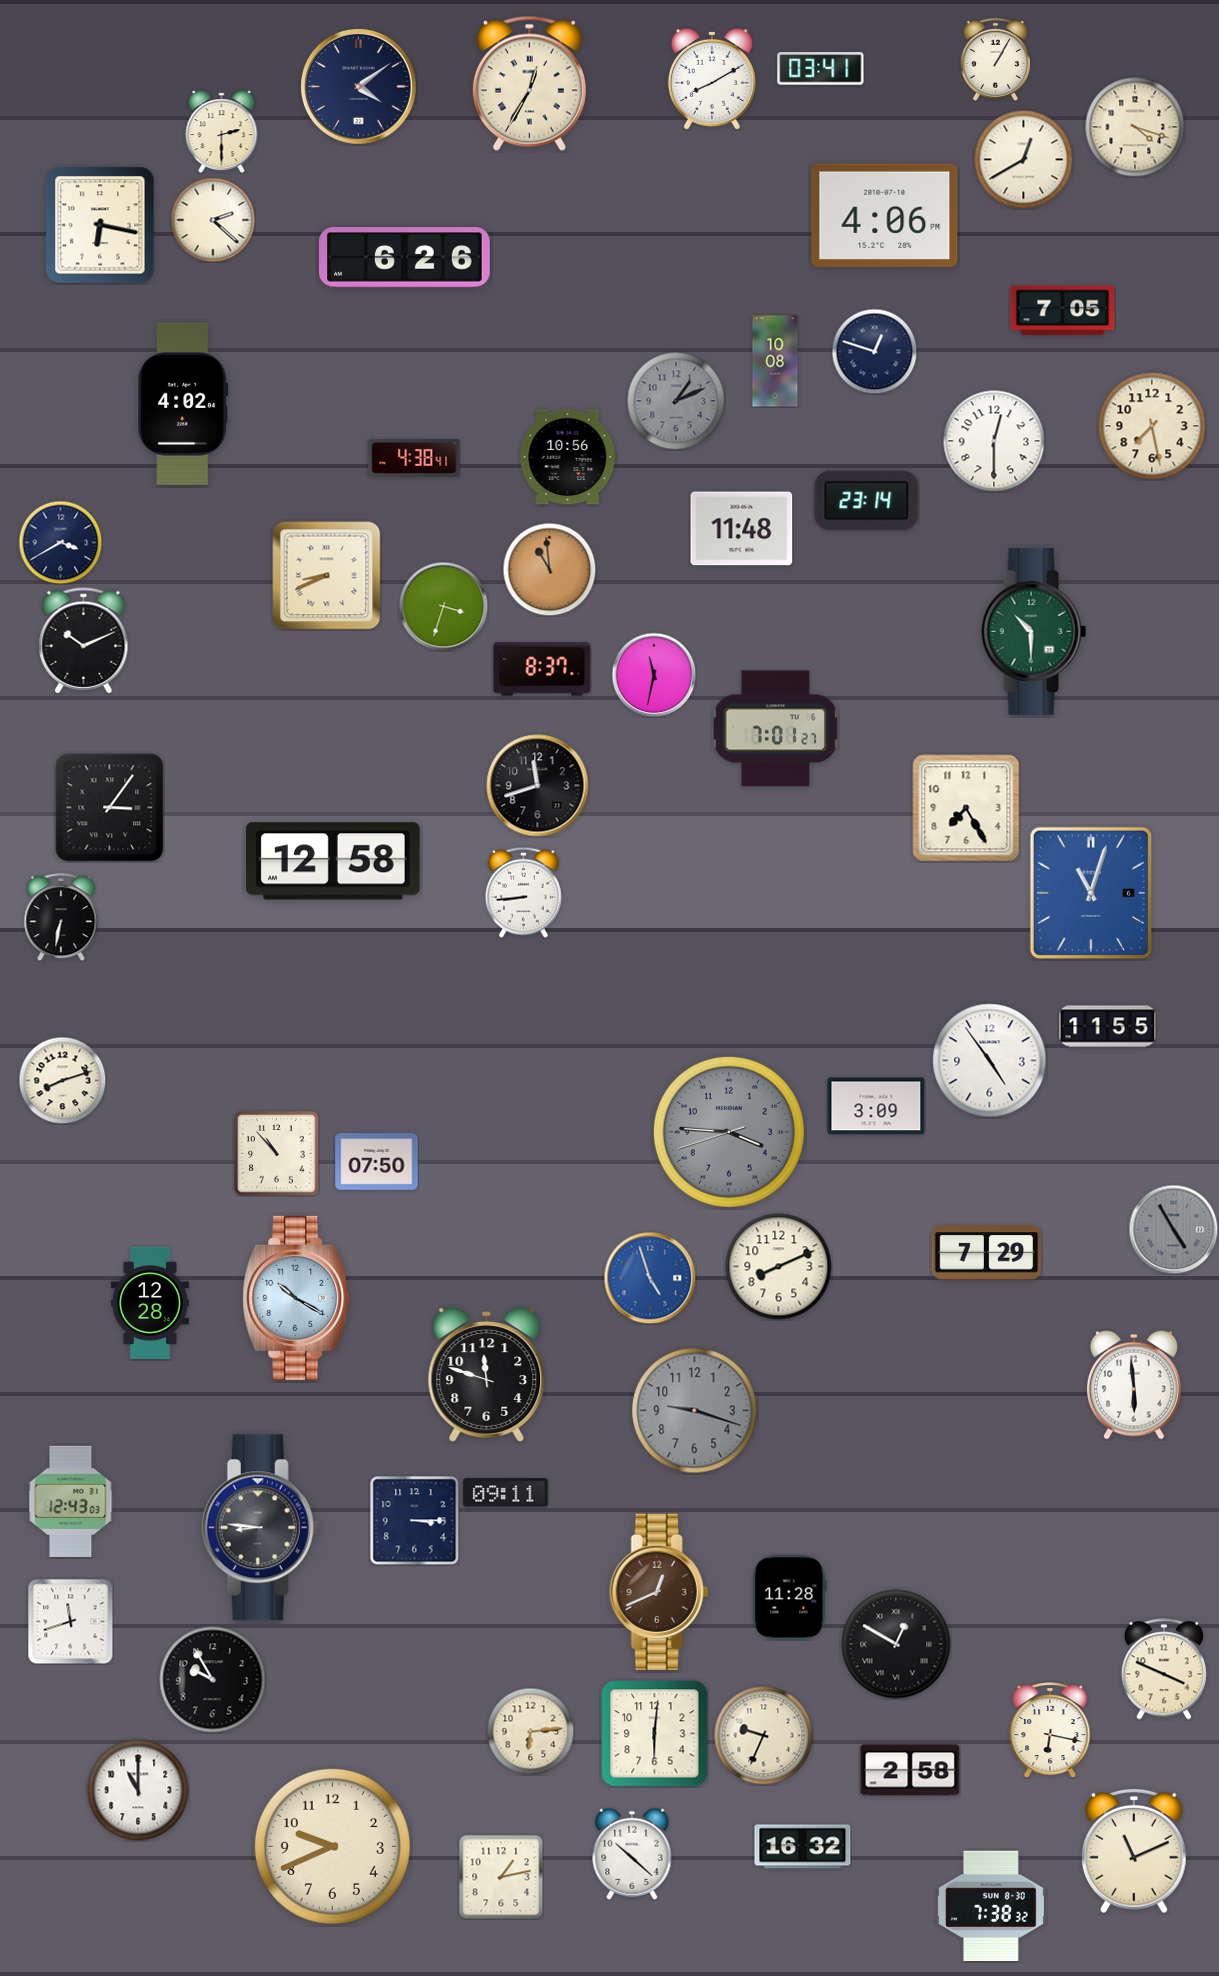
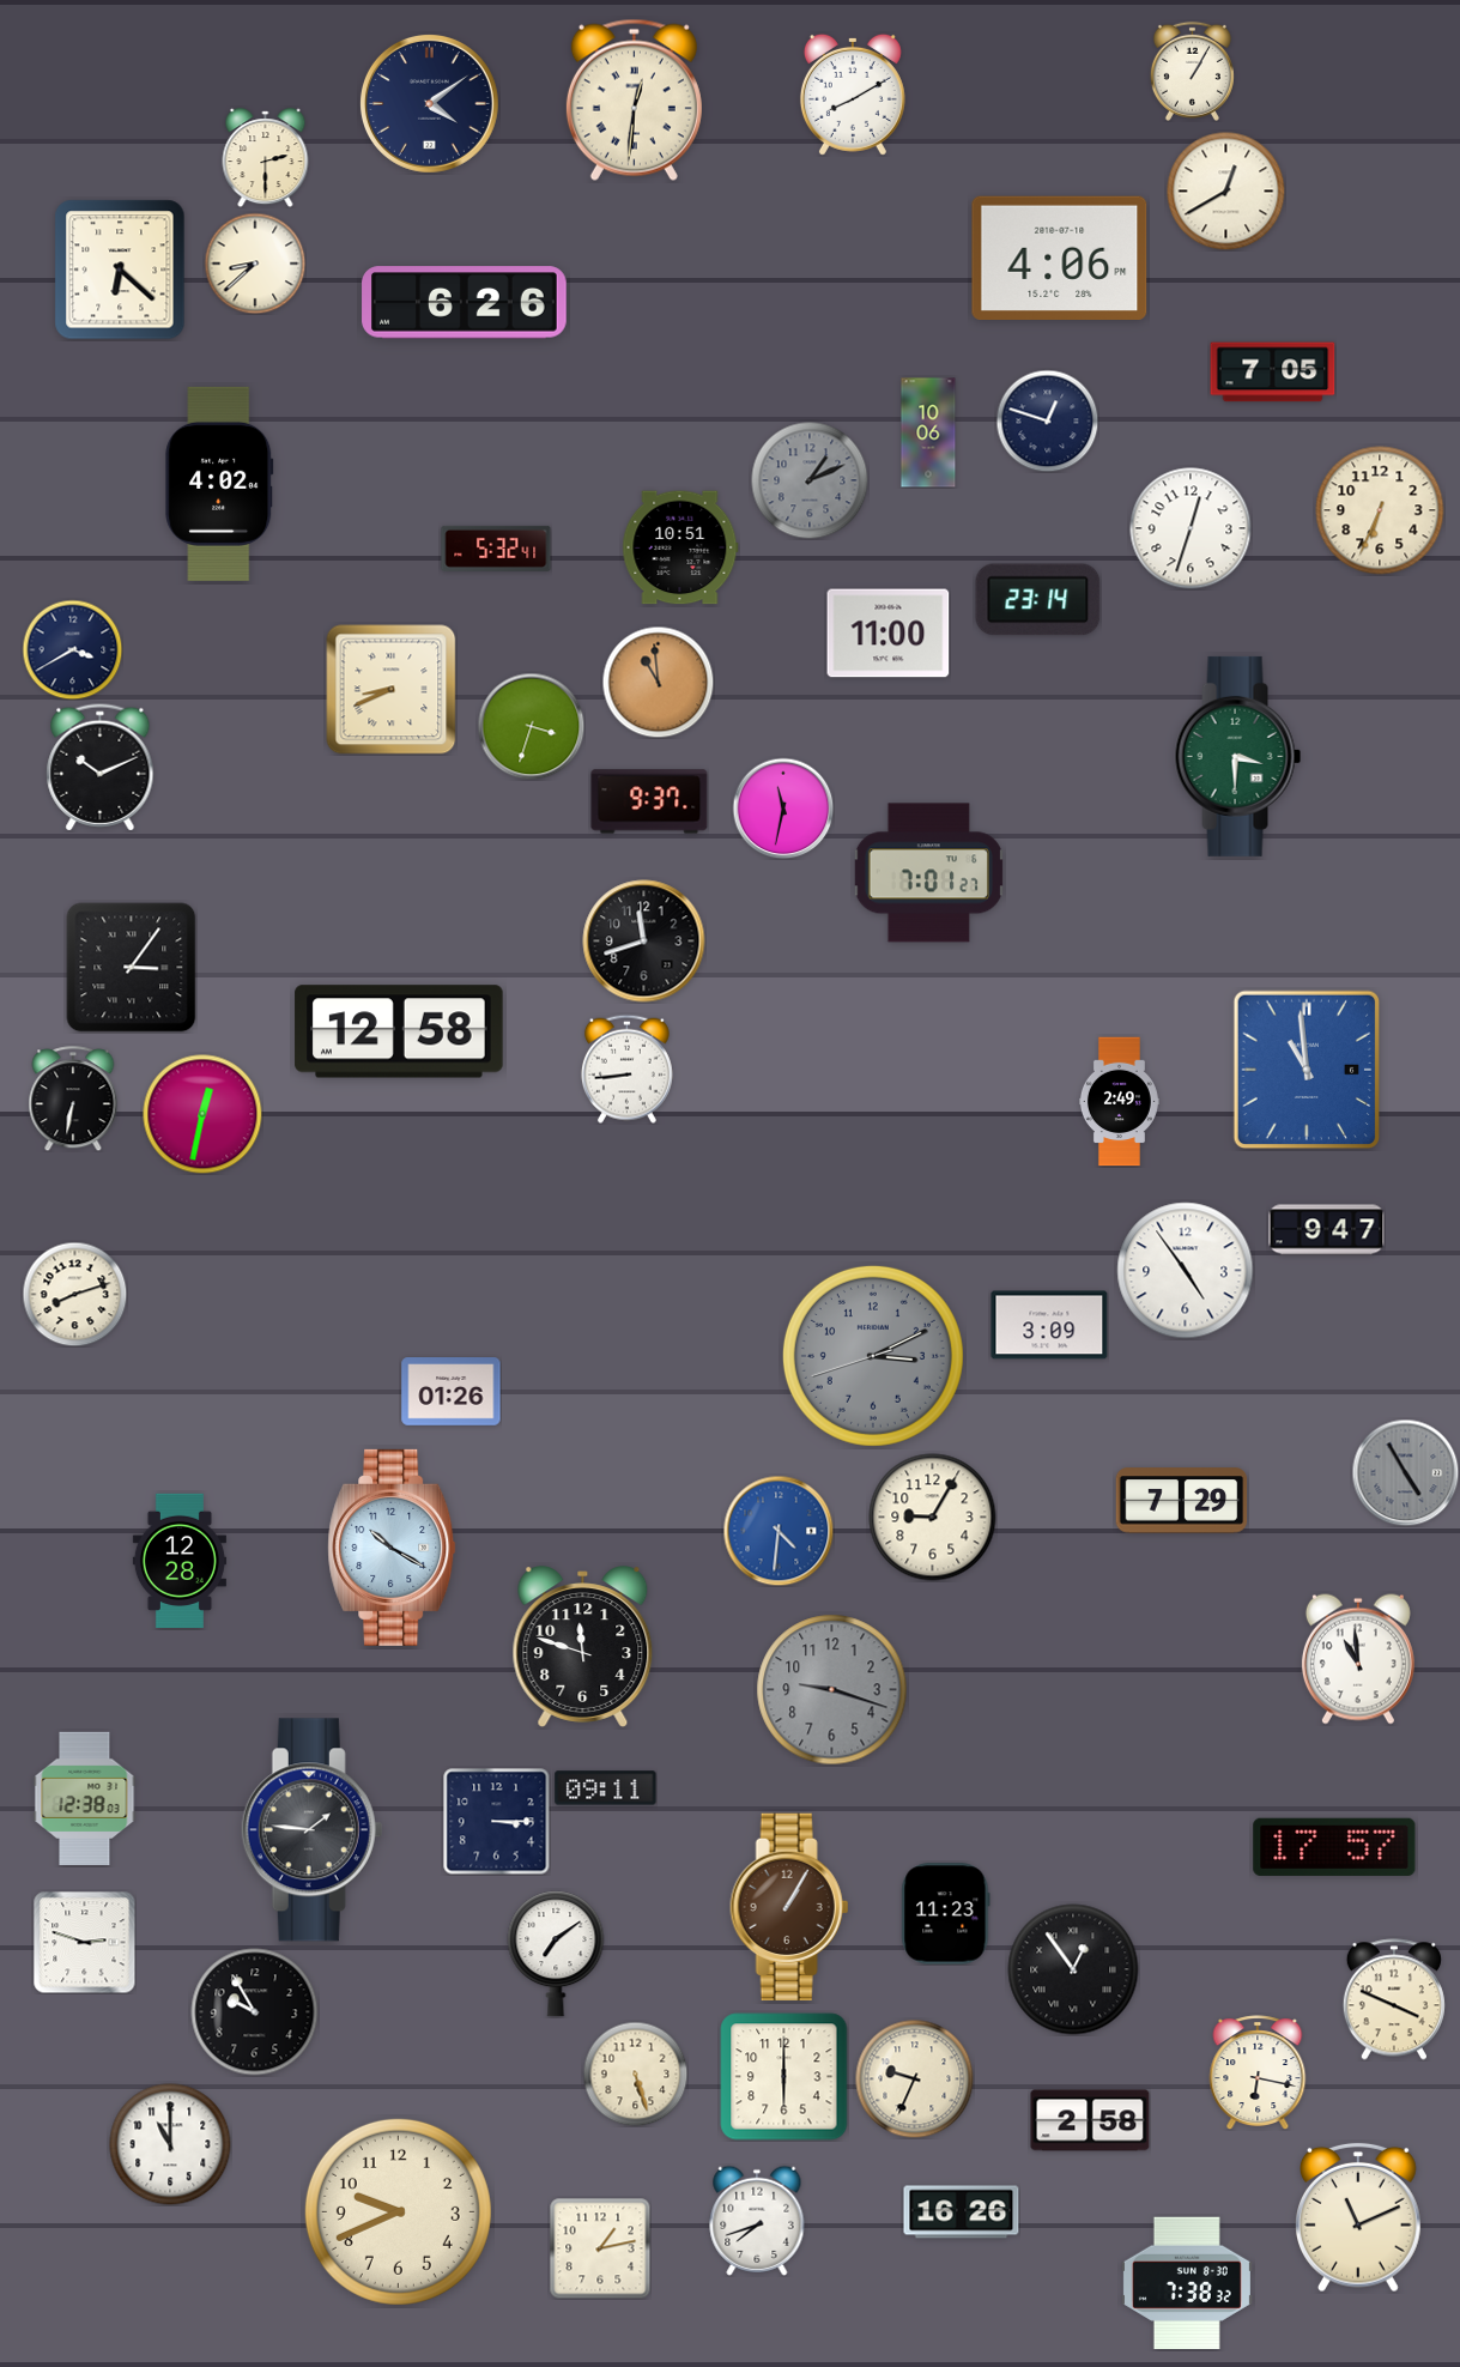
clock at (821, 69): 03:41 -> none
clock at (529, 83): 12:35 -> 12:31
clock at (1135, 127): 4:18 -> none
clock at (213, 220): 2:22 -> 8:38
clock at (100, 225): 6:17 -> 6:22
clock at (405, 258) position: (405, 258) -> (465, 303)
clock at (775, 361): 10:08 -> 10:06
clock at (1152, 426): 7:28 -> 6:34
clock at (994, 441): 12:30 -> 12:33
clock at (568, 457): 10:56 -> 10:51
clock at (414, 458): 4:38 -> 5:32
clock at (742, 529): 11:48 -> 11:00
clock at (1034, 631): 10:30 -> 3:30
clock at (542, 669): 8:37 -> 9:37
clock at (966, 808): 7:25 -> none
clock at (1091, 893): 11:03 -> 10:59
clock at (1119, 1102): none -> 2:49
clock at (202, 1114): none -> 12:32
clock at (1108, 1027): 11:55 -> 9:47
clock at (729, 1132): 3:45 -> 3:10
clock at (277, 1154): 10:53 -> none
clock at (377, 1162): 07:50 -> 01:26
clock at (779, 1267): 8:11 -> 9:05
clock at (650, 1278): 4:57 -> 4:31
clock at (296, 1298) position: (296, 1298) -> (392, 1548)
clock at (1134, 1385): 5:59 -> 10:59
clock at (71, 1501): 12:43 -> 12:38
clock at (261, 1528): 8:46 -> 1:46
clock at (1334, 1847): none -> 17:57
clock at (659, 1591): 12:41 -> 1:05
clock at (790, 1598): 11:28 -> 11:23
clock at (70, 1621): 11:42 -> 2:48
clock at (556, 1954): none -> 7:09
clock at (896, 1644): 12:50 -> 12:54
clock at (530, 1731): 6:14 -> 5:27
clock at (655, 1734): 6:01 -> 6:00
clock at (138, 1790) position: (138, 1790) -> (170, 2144)
clock at (803, 1847): 16:32 -> 16:26
clock at (632, 1854): 10:22 -> 7:42
